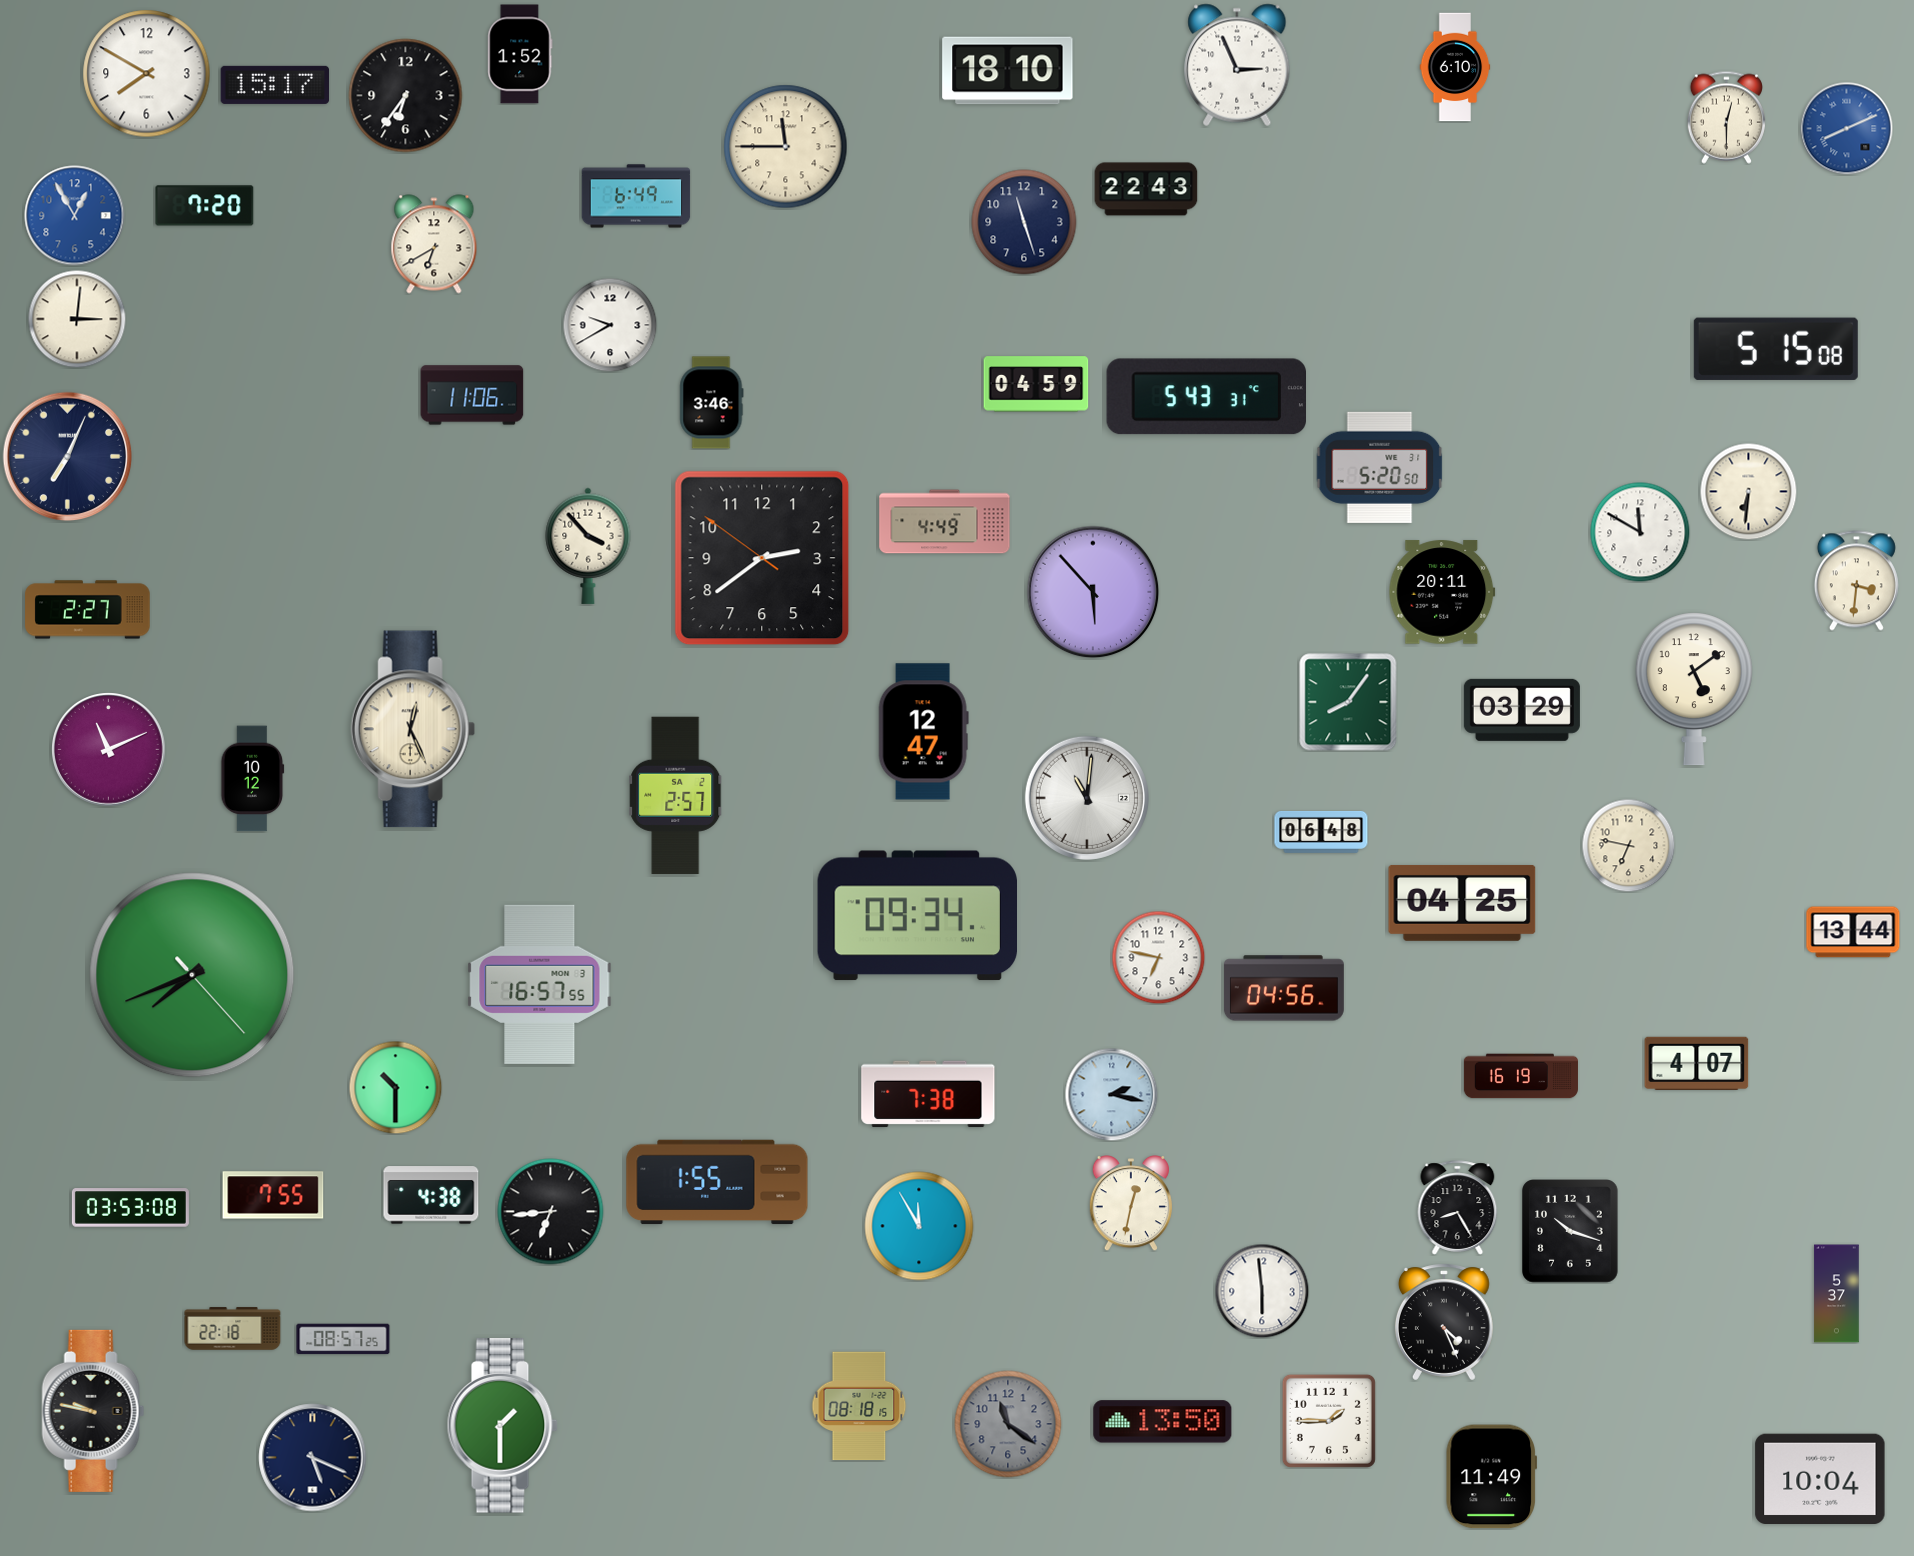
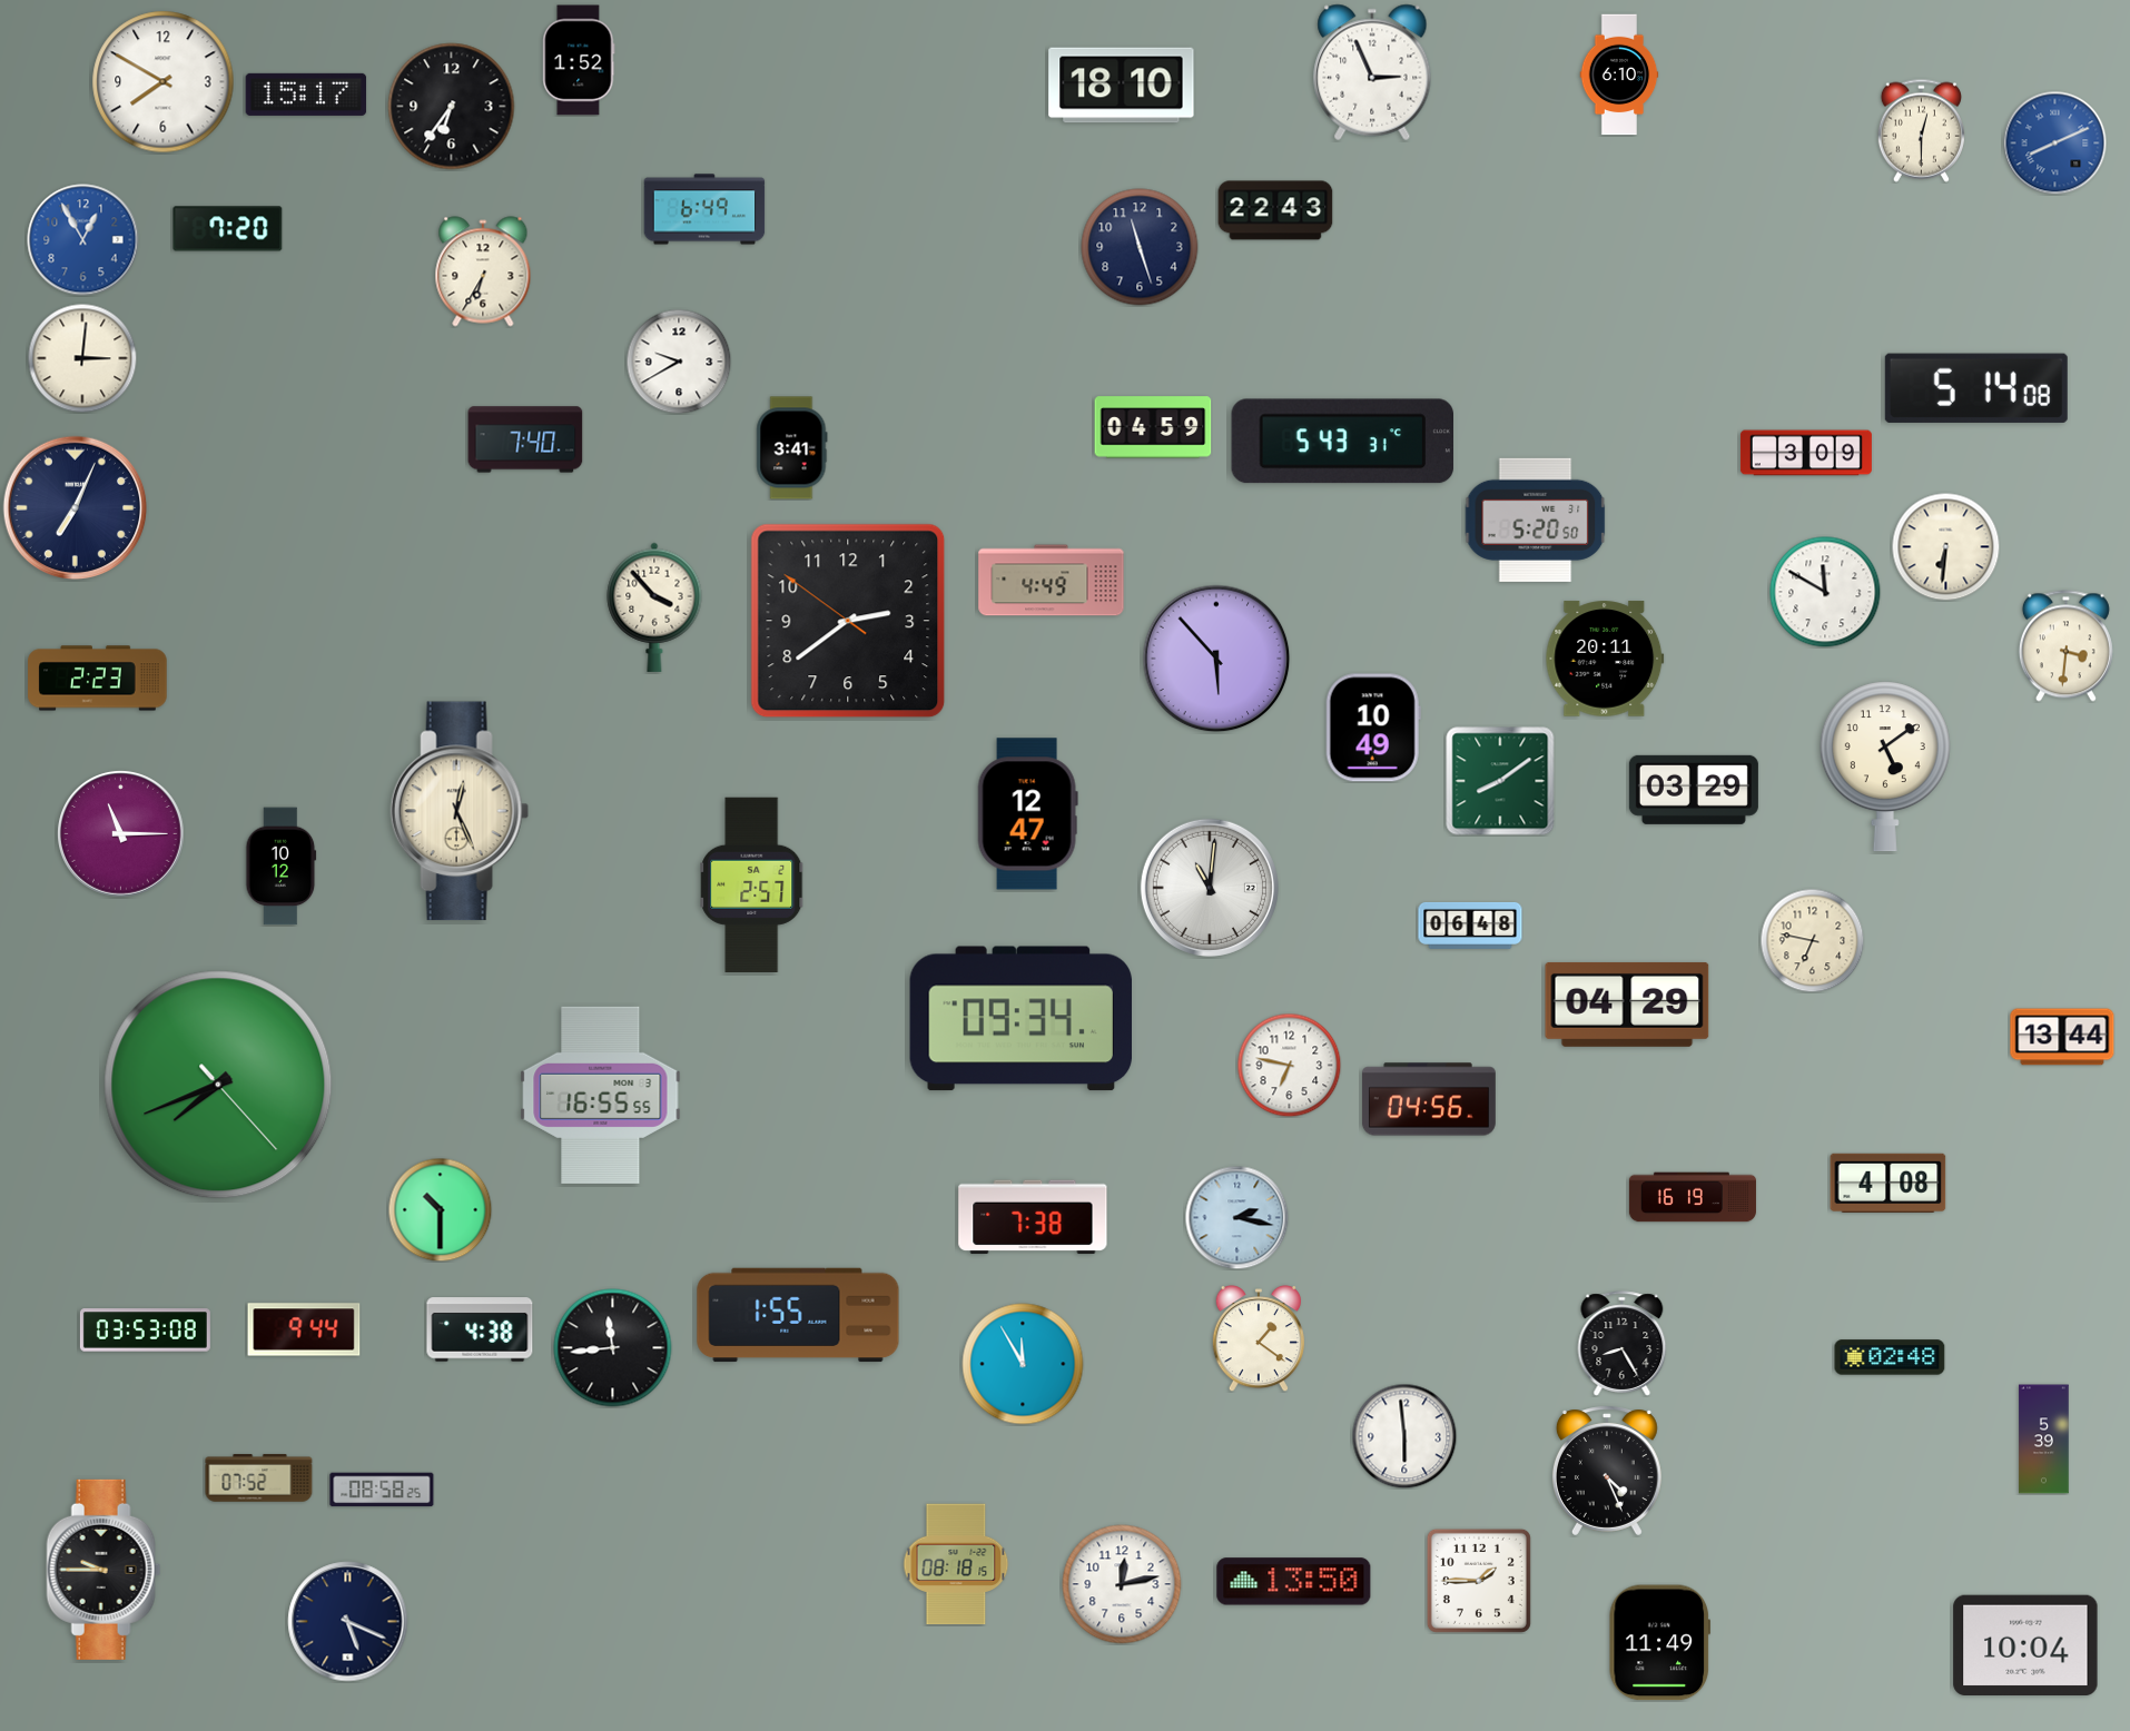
clock at (1237, 65) position: (1237, 65) -> (1372, 72)
clock at (1008, 71) position: (1008, 71) -> (1122, 86)
clock at (786, 147): 11:45 -> none
clock at (636, 196) position: (636, 196) -> (704, 209)
clock at (434, 244): 6:40 -> 6:35
clock at (77, 319) position: (77, 319) -> (82, 358)
clock at (1776, 349): 5:15 -> 5:14
clock at (472, 395): 11:06 -> 7:40
clock at (712, 403): 3:46 -> 3:41
clock at (1806, 453): none -> 3:09
clock at (88, 610): 2:27 -> 2:23
clock at (1373, 728): none -> 10:49
clock at (1348, 702): 8:06 -> 8:09
clock at (109, 750): 11:11 -> 11:15
clock at (1462, 903): 04:25 -> 04:29
clock at (192, 975) position: (192, 975) -> (218, 1085)
clock at (540, 984): 16:57 -> 16:55
clock at (1697, 1063): 4:07 -> 4:08
clock at (273, 1195): 7:55 -> 9:44
clock at (1131, 1204): 12:32 -> 1:21
clock at (130, 1208) position: (130, 1208) -> (145, 1331)
clock at (551, 1212): 6:44 -> 11:44
clock at (1890, 1357): none -> 02:48
clock at (1571, 1232): 10:18 -> none
clock at (1837, 1294): 5:37 -> 5:39
clock at (233, 1329): 22:18 -> 07:52
clock at (343, 1339): 08:57 -> 08:58
clock at (93, 1411): 9:47 -> 9:45
clock at (1008, 1424): 11:21 -> 12:13
clock at (1008, 1424) dial: grey -> white
clock at (502, 1426): 1:30 -> none
